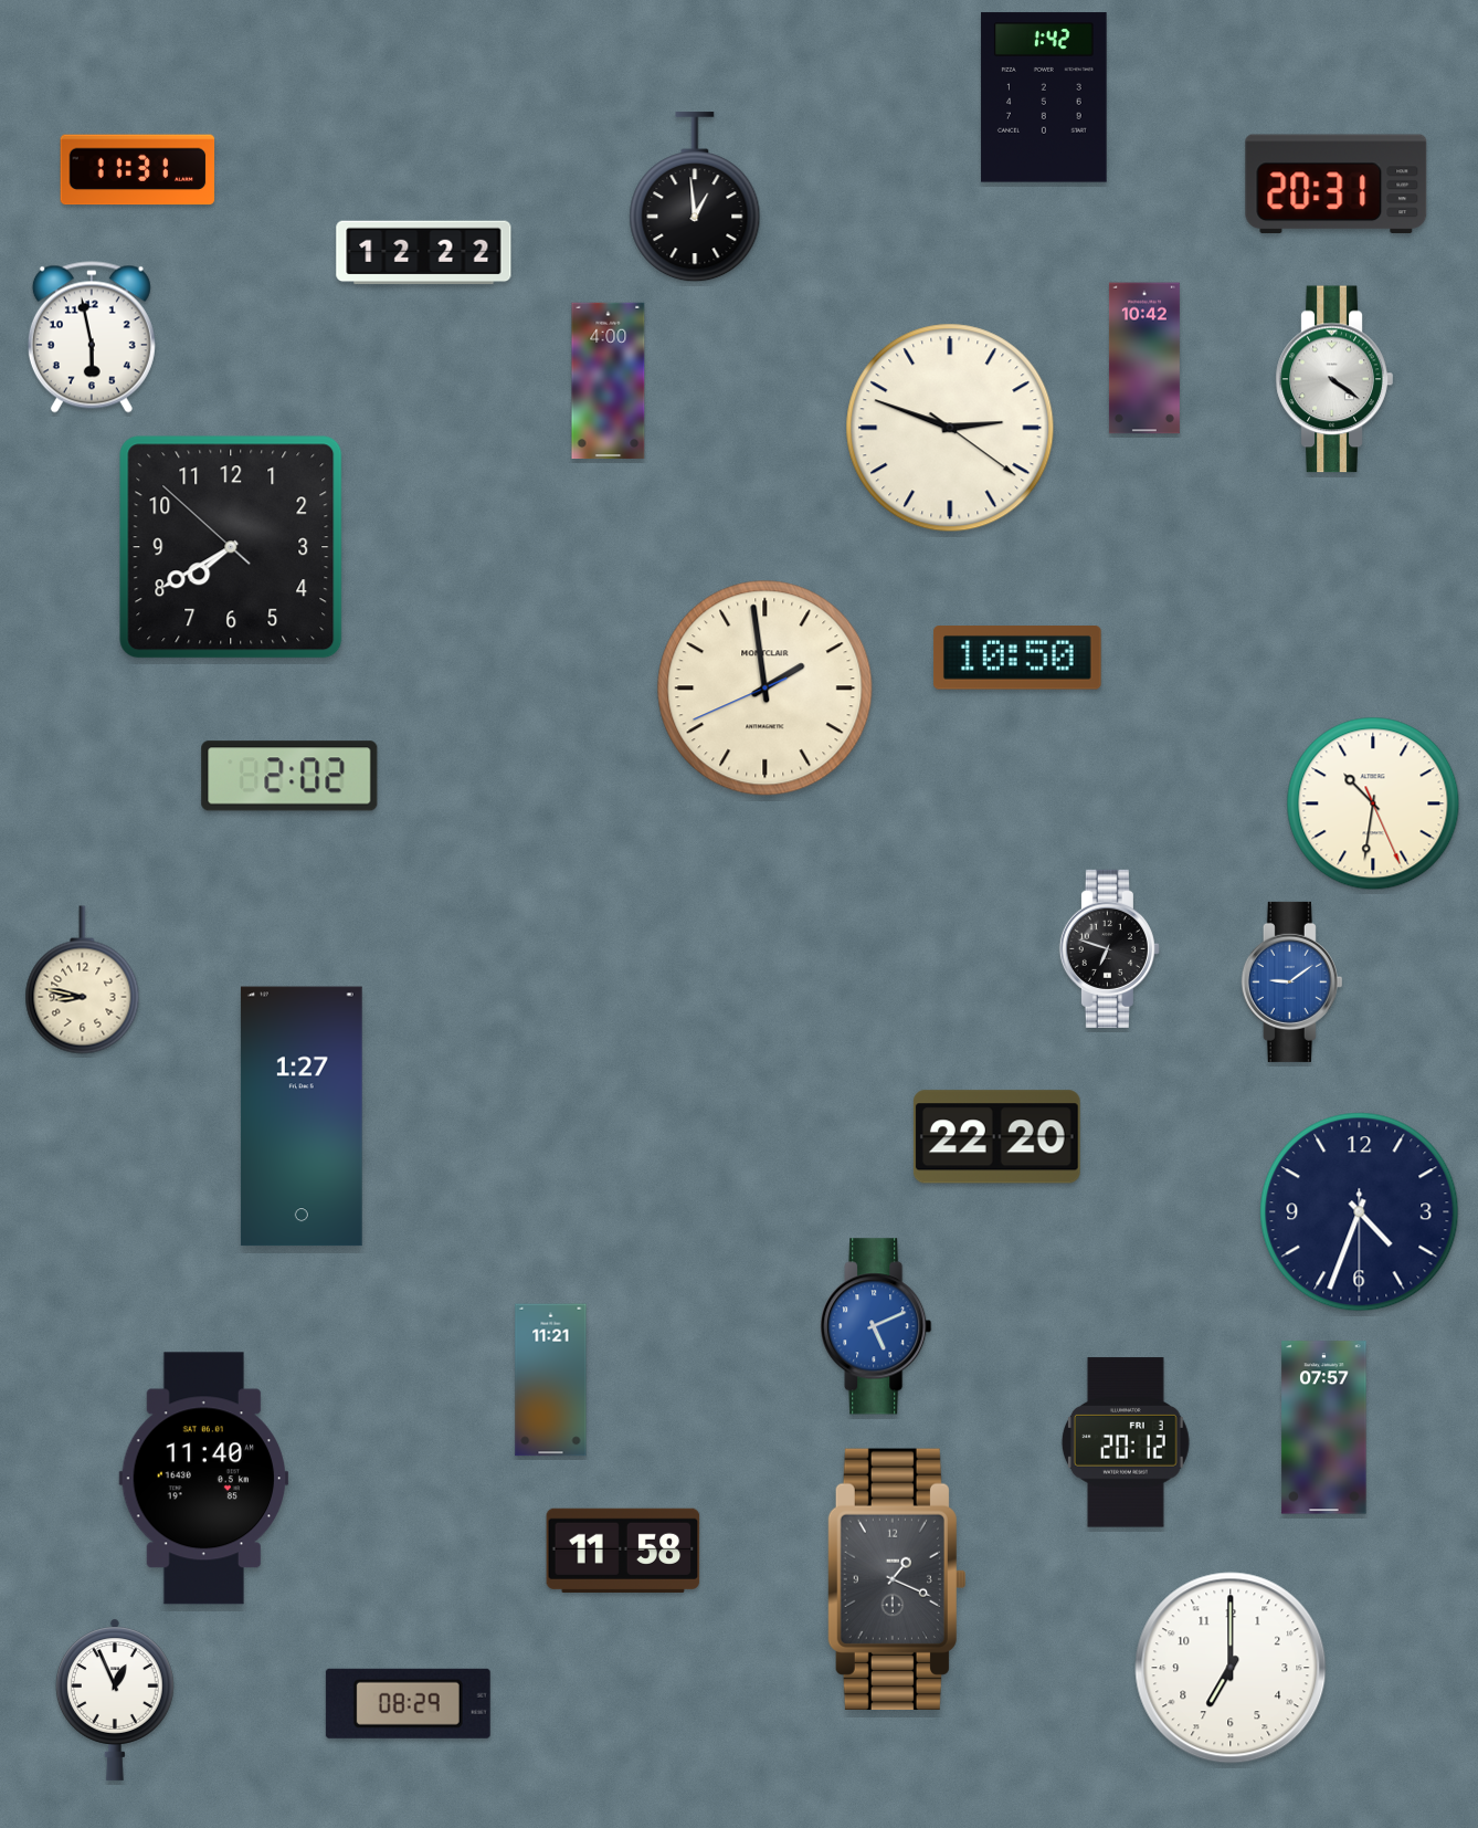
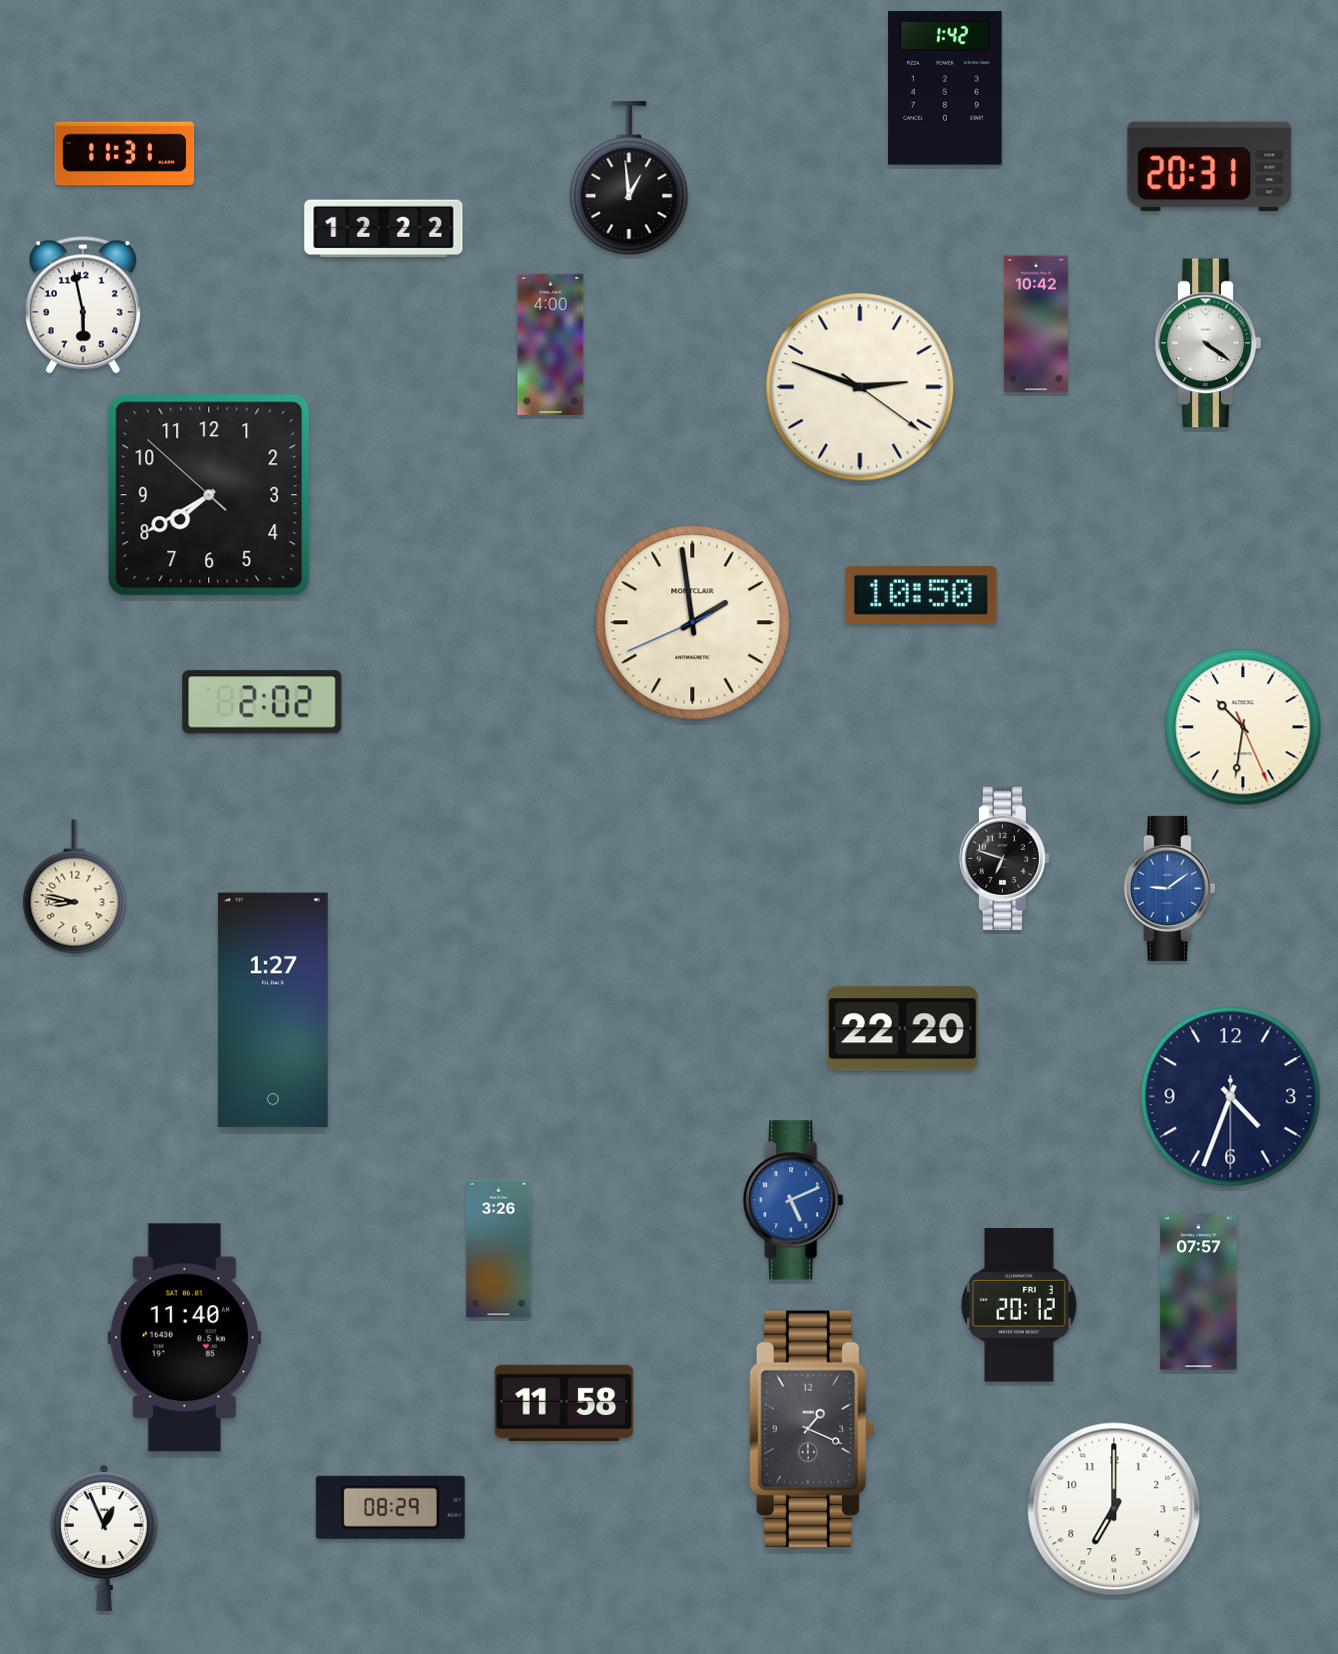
clock at (551, 1380): 11:21 -> 3:26
clock at (408, 1703) position: (408, 1703) -> (390, 1507)
